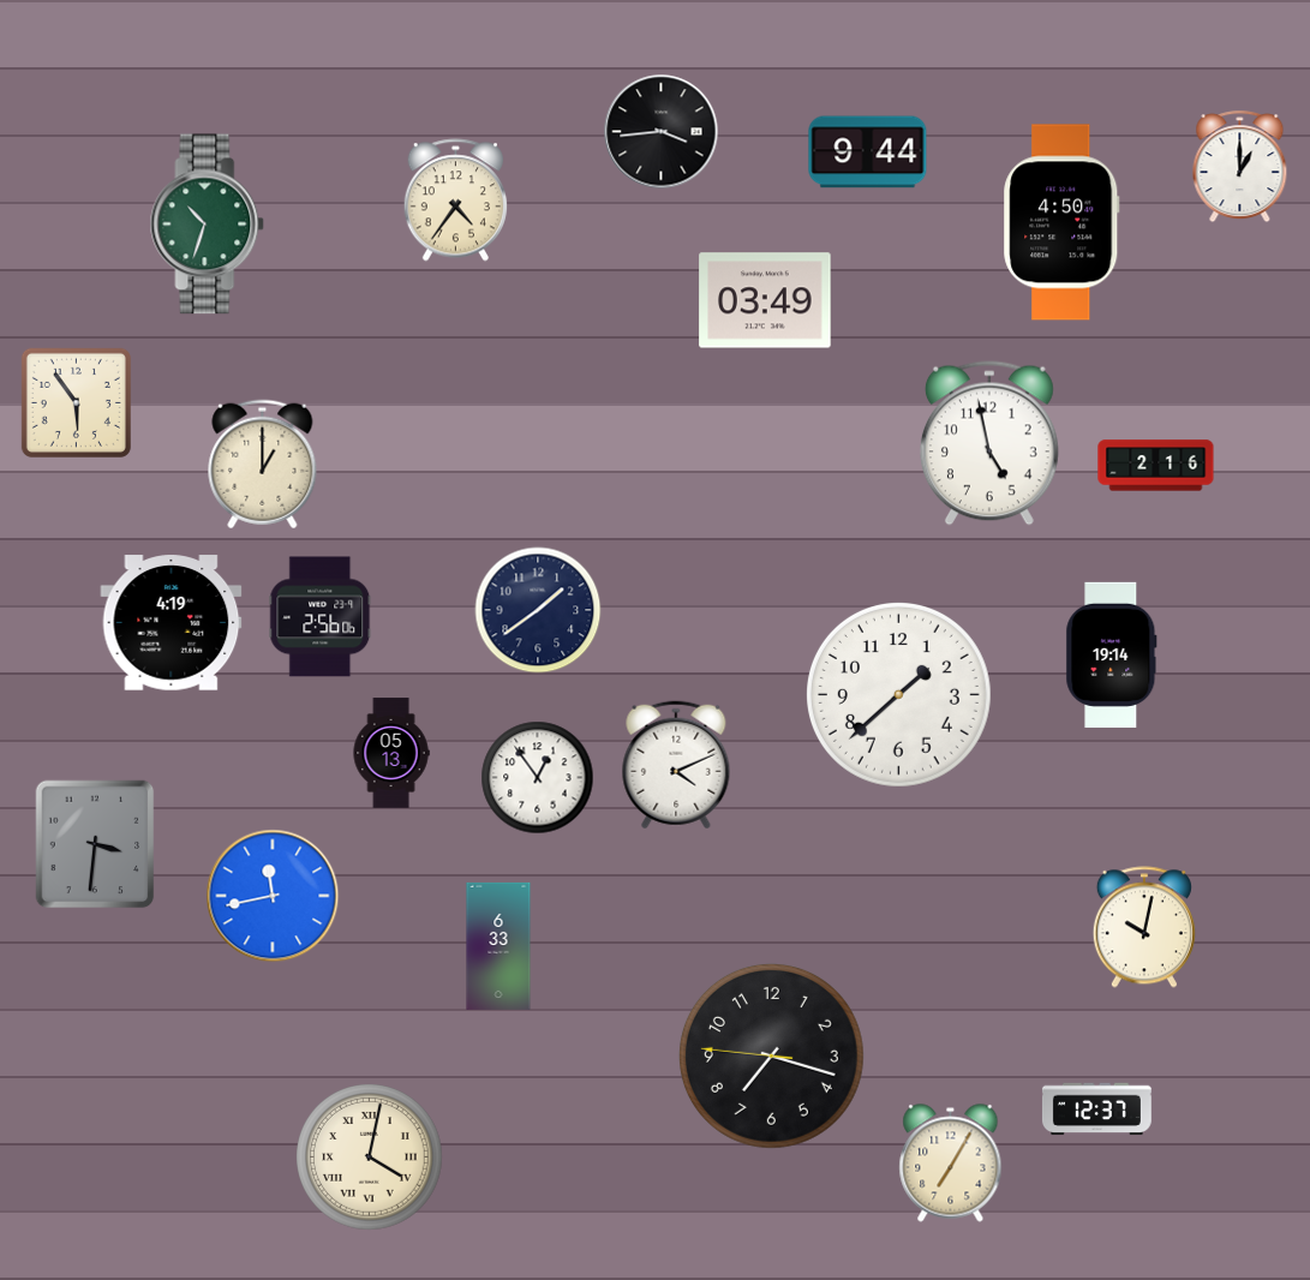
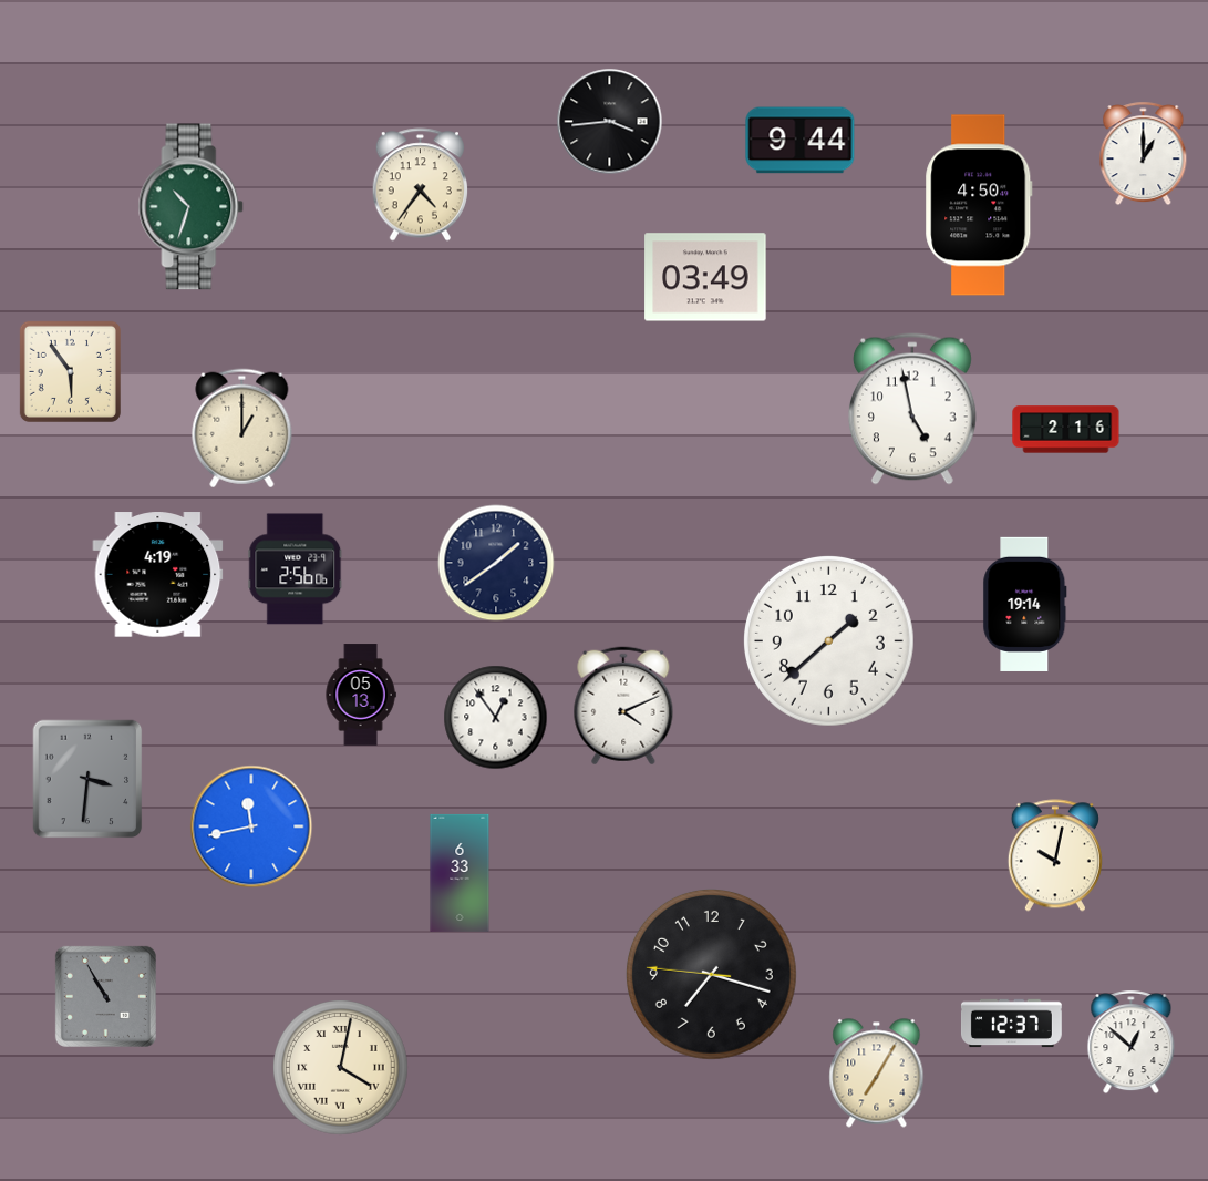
clock at (105, 996): none -> 10:55
clock at (1132, 1043): none -> 12:52
